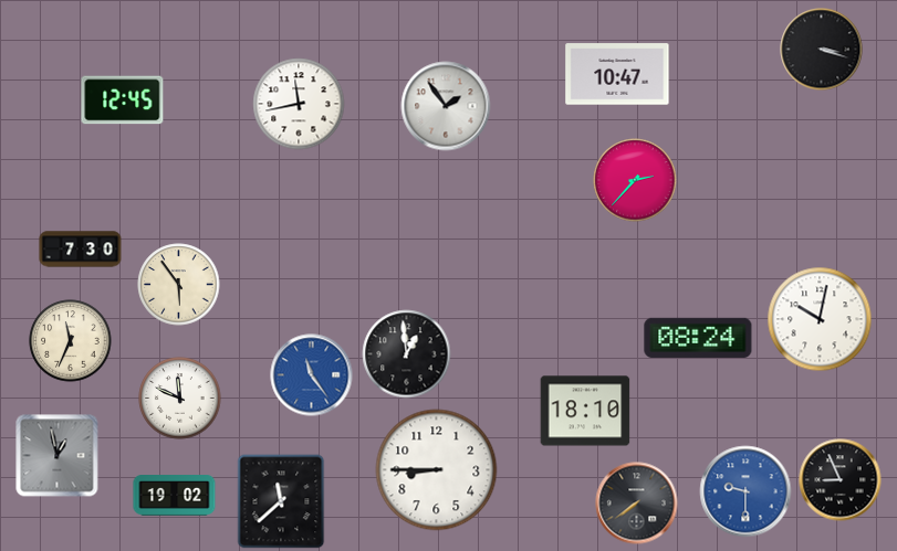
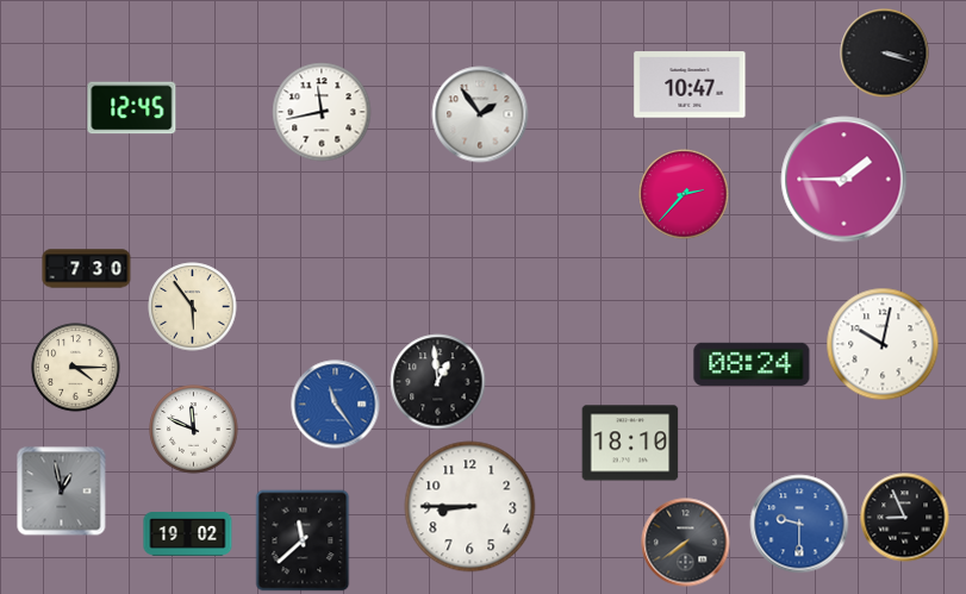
clock at (617, 74) position: (617, 74) -> (690, 85)
clock at (845, 180): none -> 1:45
clock at (71, 341): 11:34 -> 4:15
clock at (745, 491) position: (745, 491) -> (799, 524)
